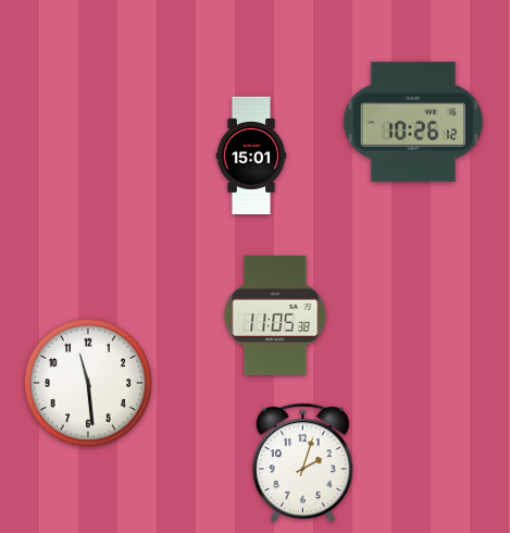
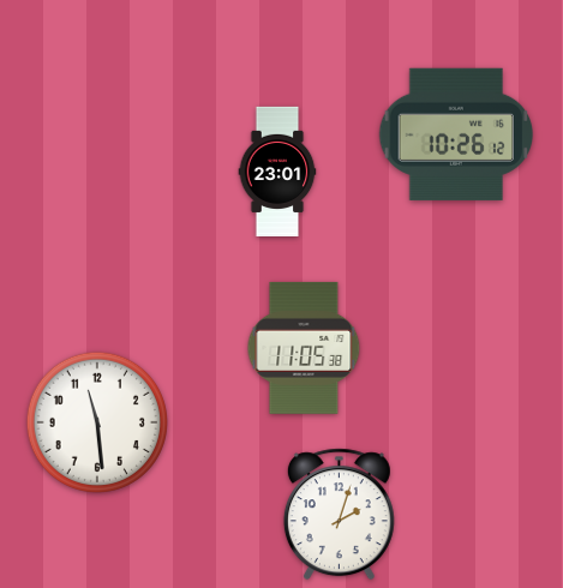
clock at (251, 154): 15:01 -> 23:01
clock at (302, 463) position: (302, 463) -> (339, 515)
